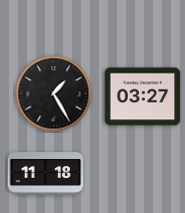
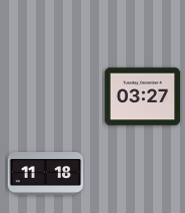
clock at (54, 94): 1:25 -> none
